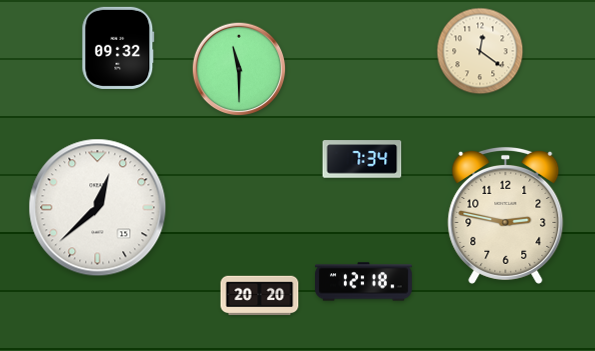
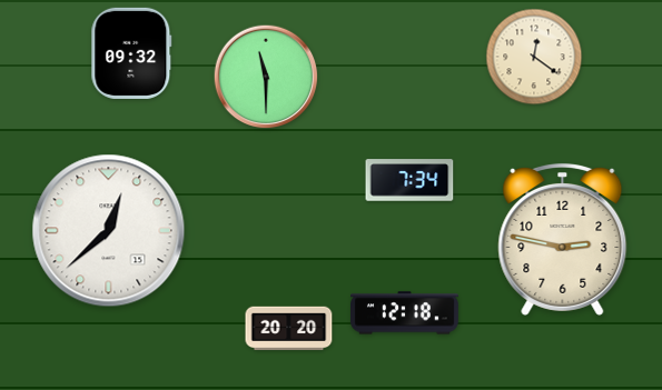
clock at (362, 159) position: (362, 159) -> (409, 180)
